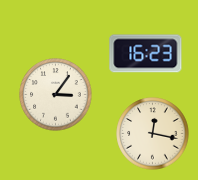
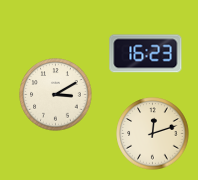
clock at (56, 95): 3:06 -> 3:10
clock at (153, 134): 12:17 -> 12:12
